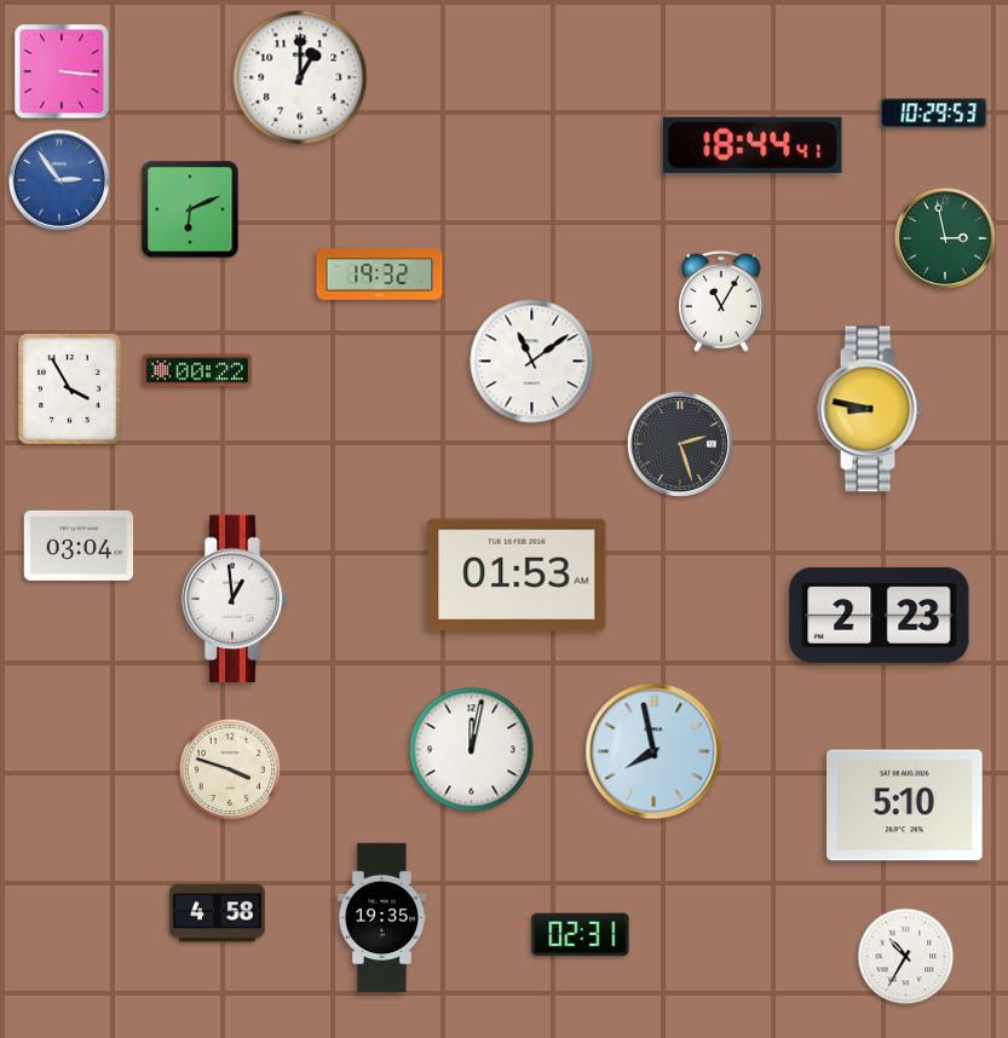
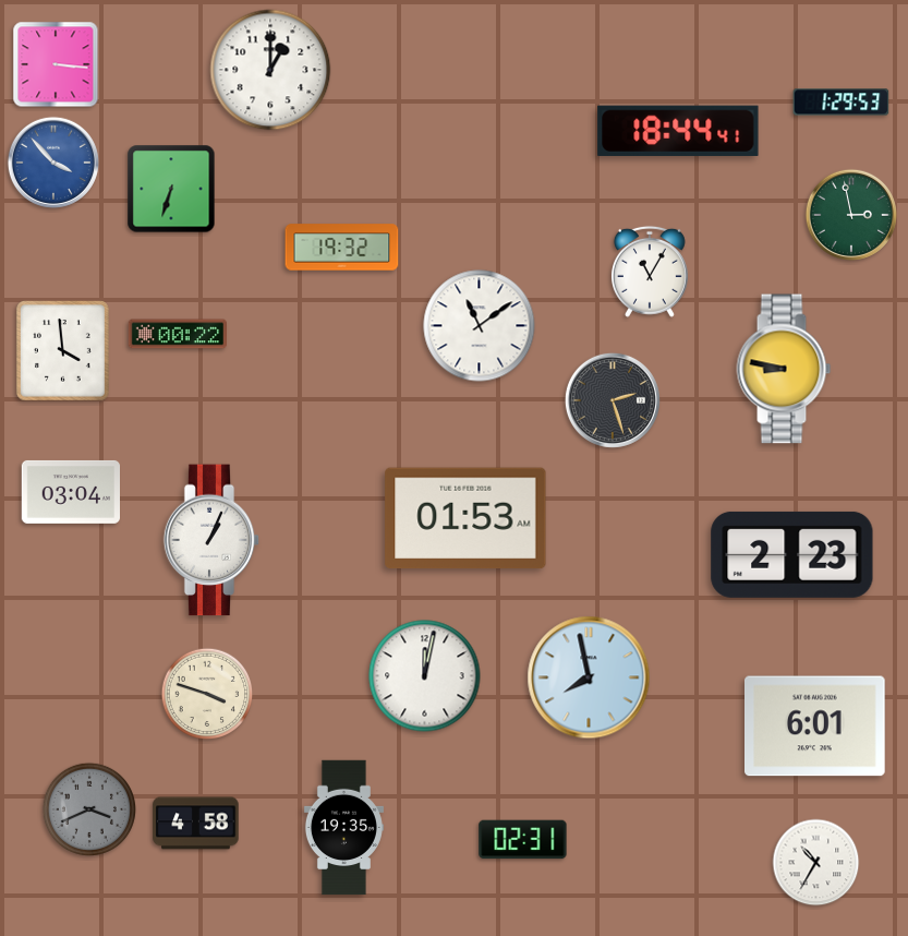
clock at (934, 114): 10:29 -> 1:29
clock at (59, 180): 2:54 -> 3:53
clock at (190, 209): 6:11 -> 6:33
clock at (70, 390): 3:55 -> 3:59
clock at (235, 599): 12:59 -> 1:04
clock at (905, 806): 5:10 -> 6:01
clock at (88, 808): none -> 3:41
clock at (581, 935) position: (581, 935) -> (523, 840)
